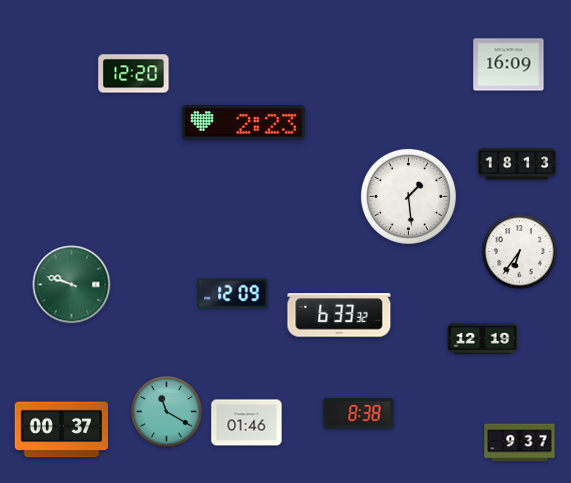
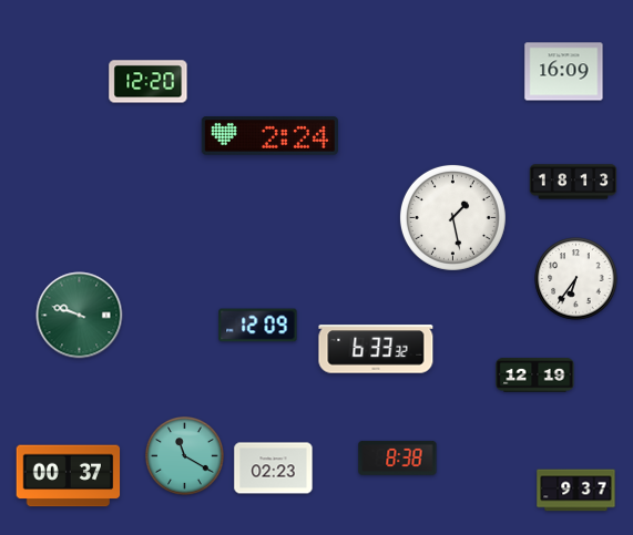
clock at (243, 123): 2:23 -> 2:24
clock at (408, 196): 1:29 -> 1:28
clock at (247, 423): 01:46 -> 02:23
